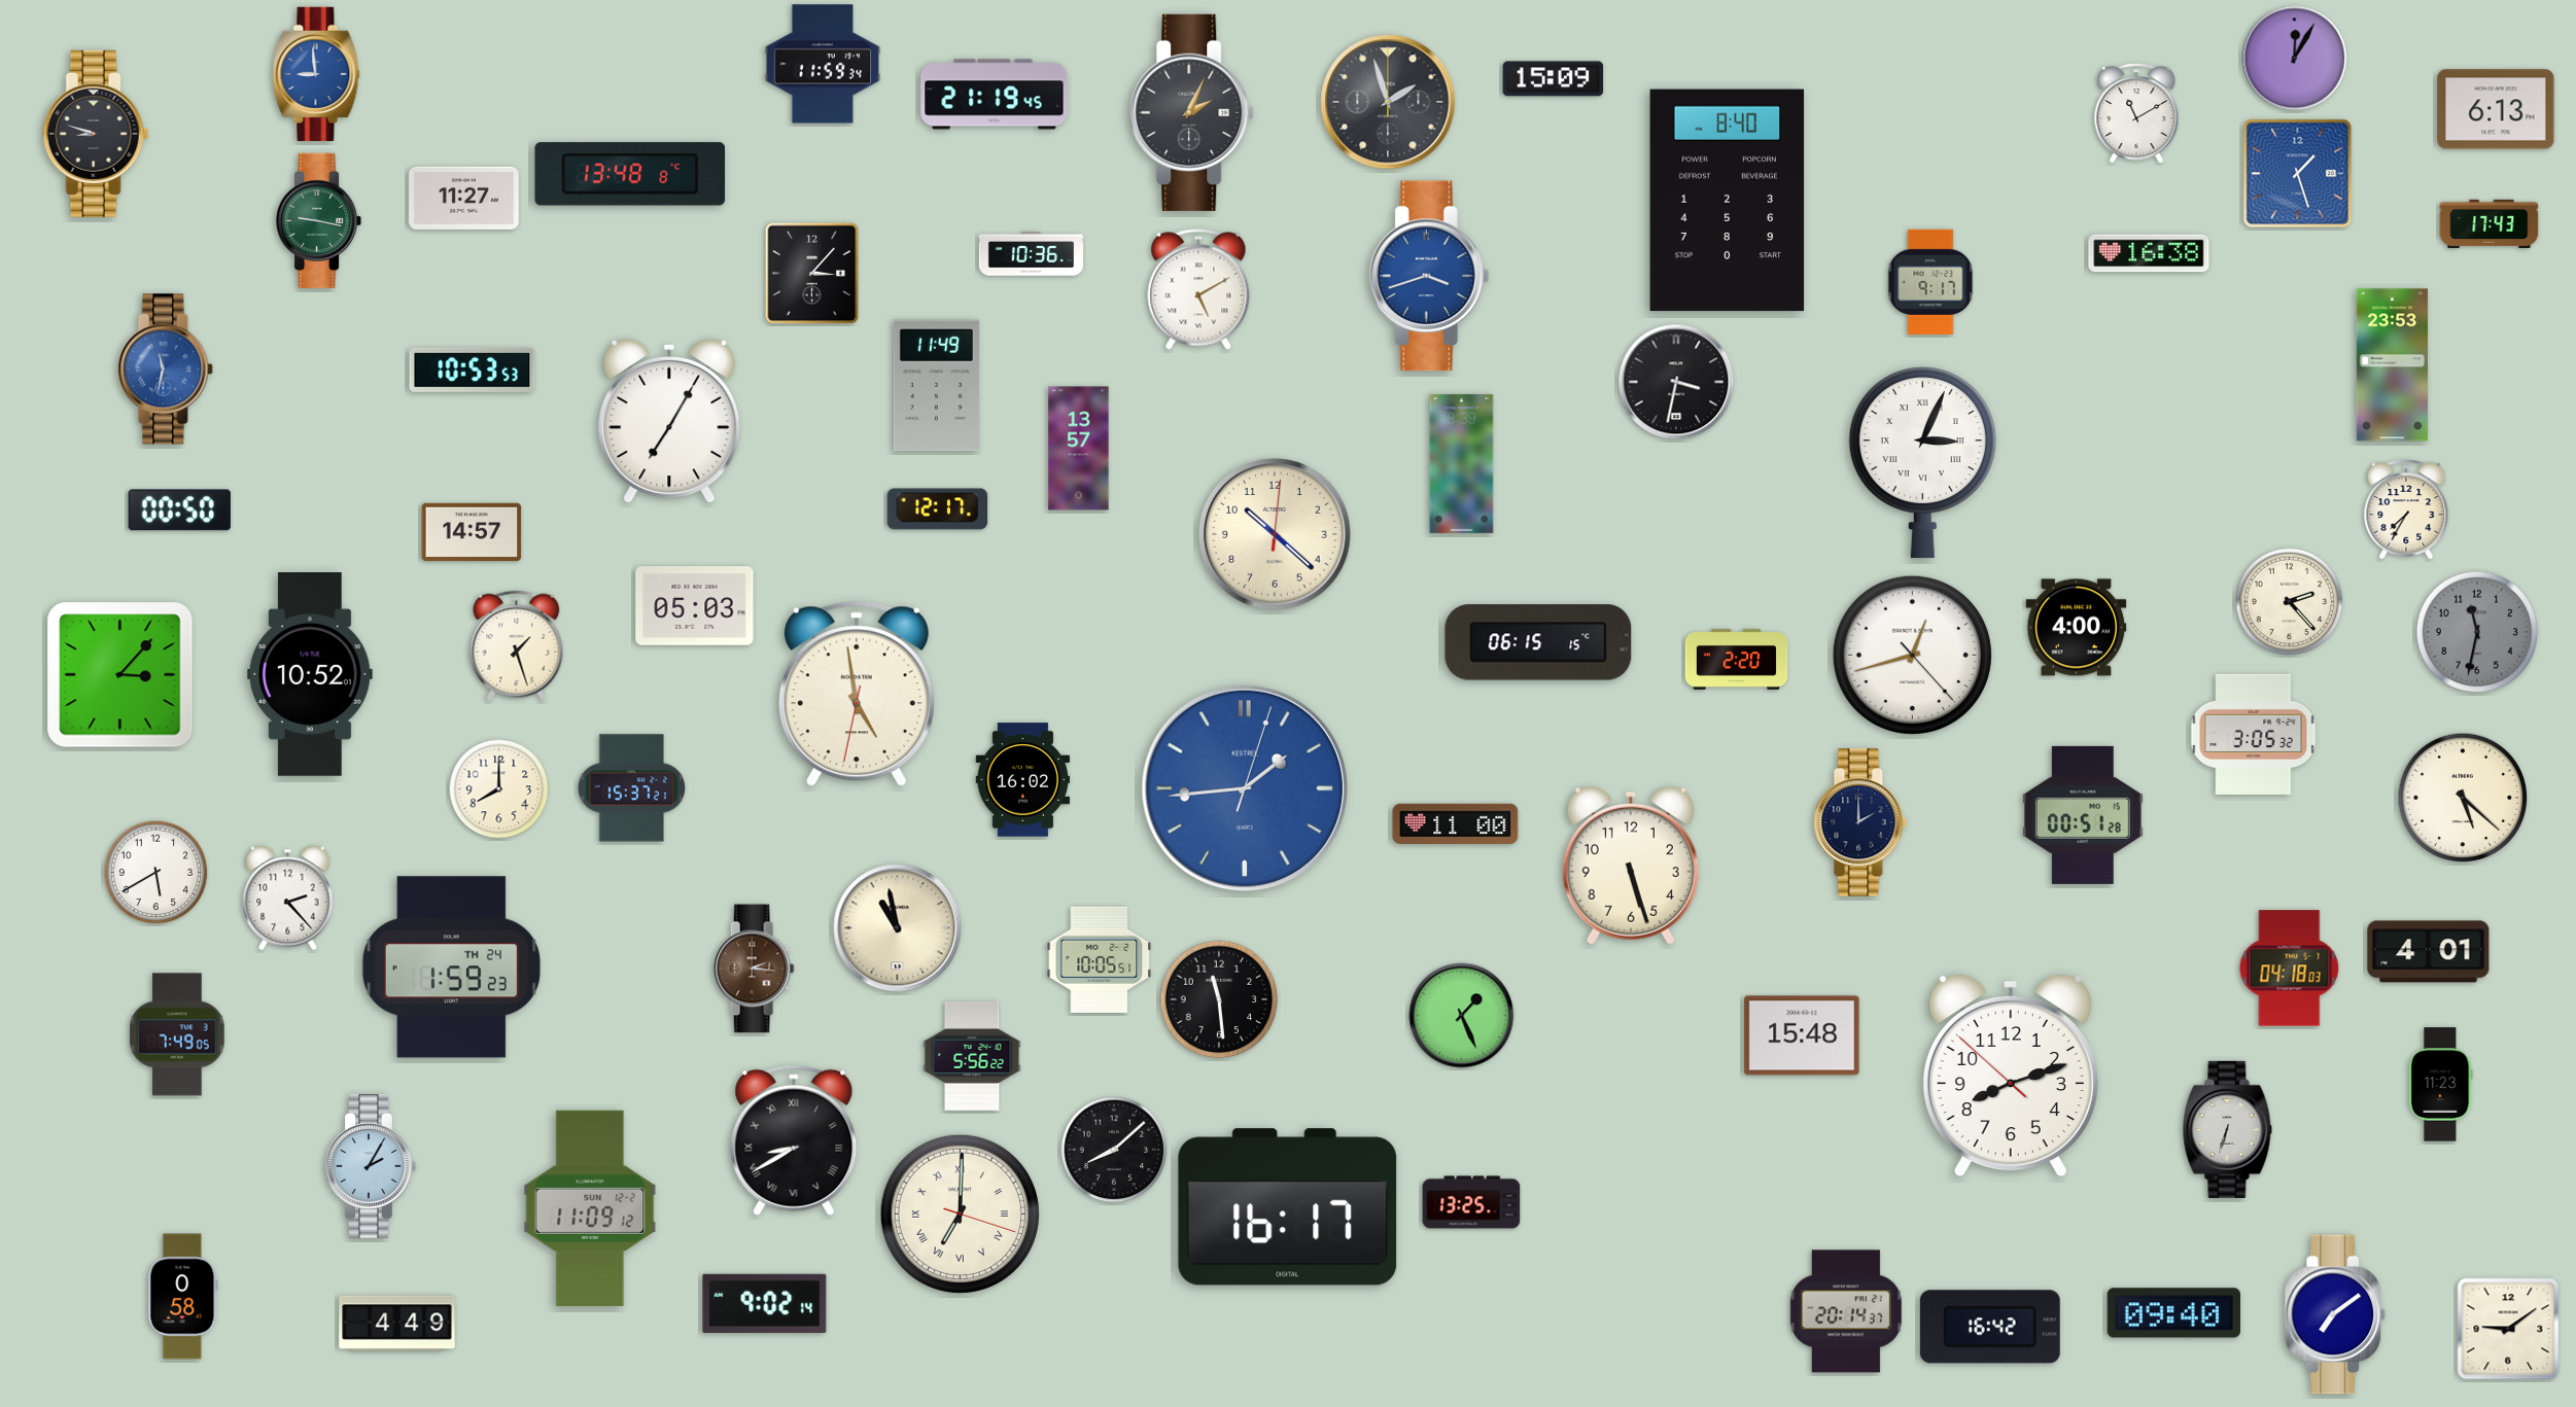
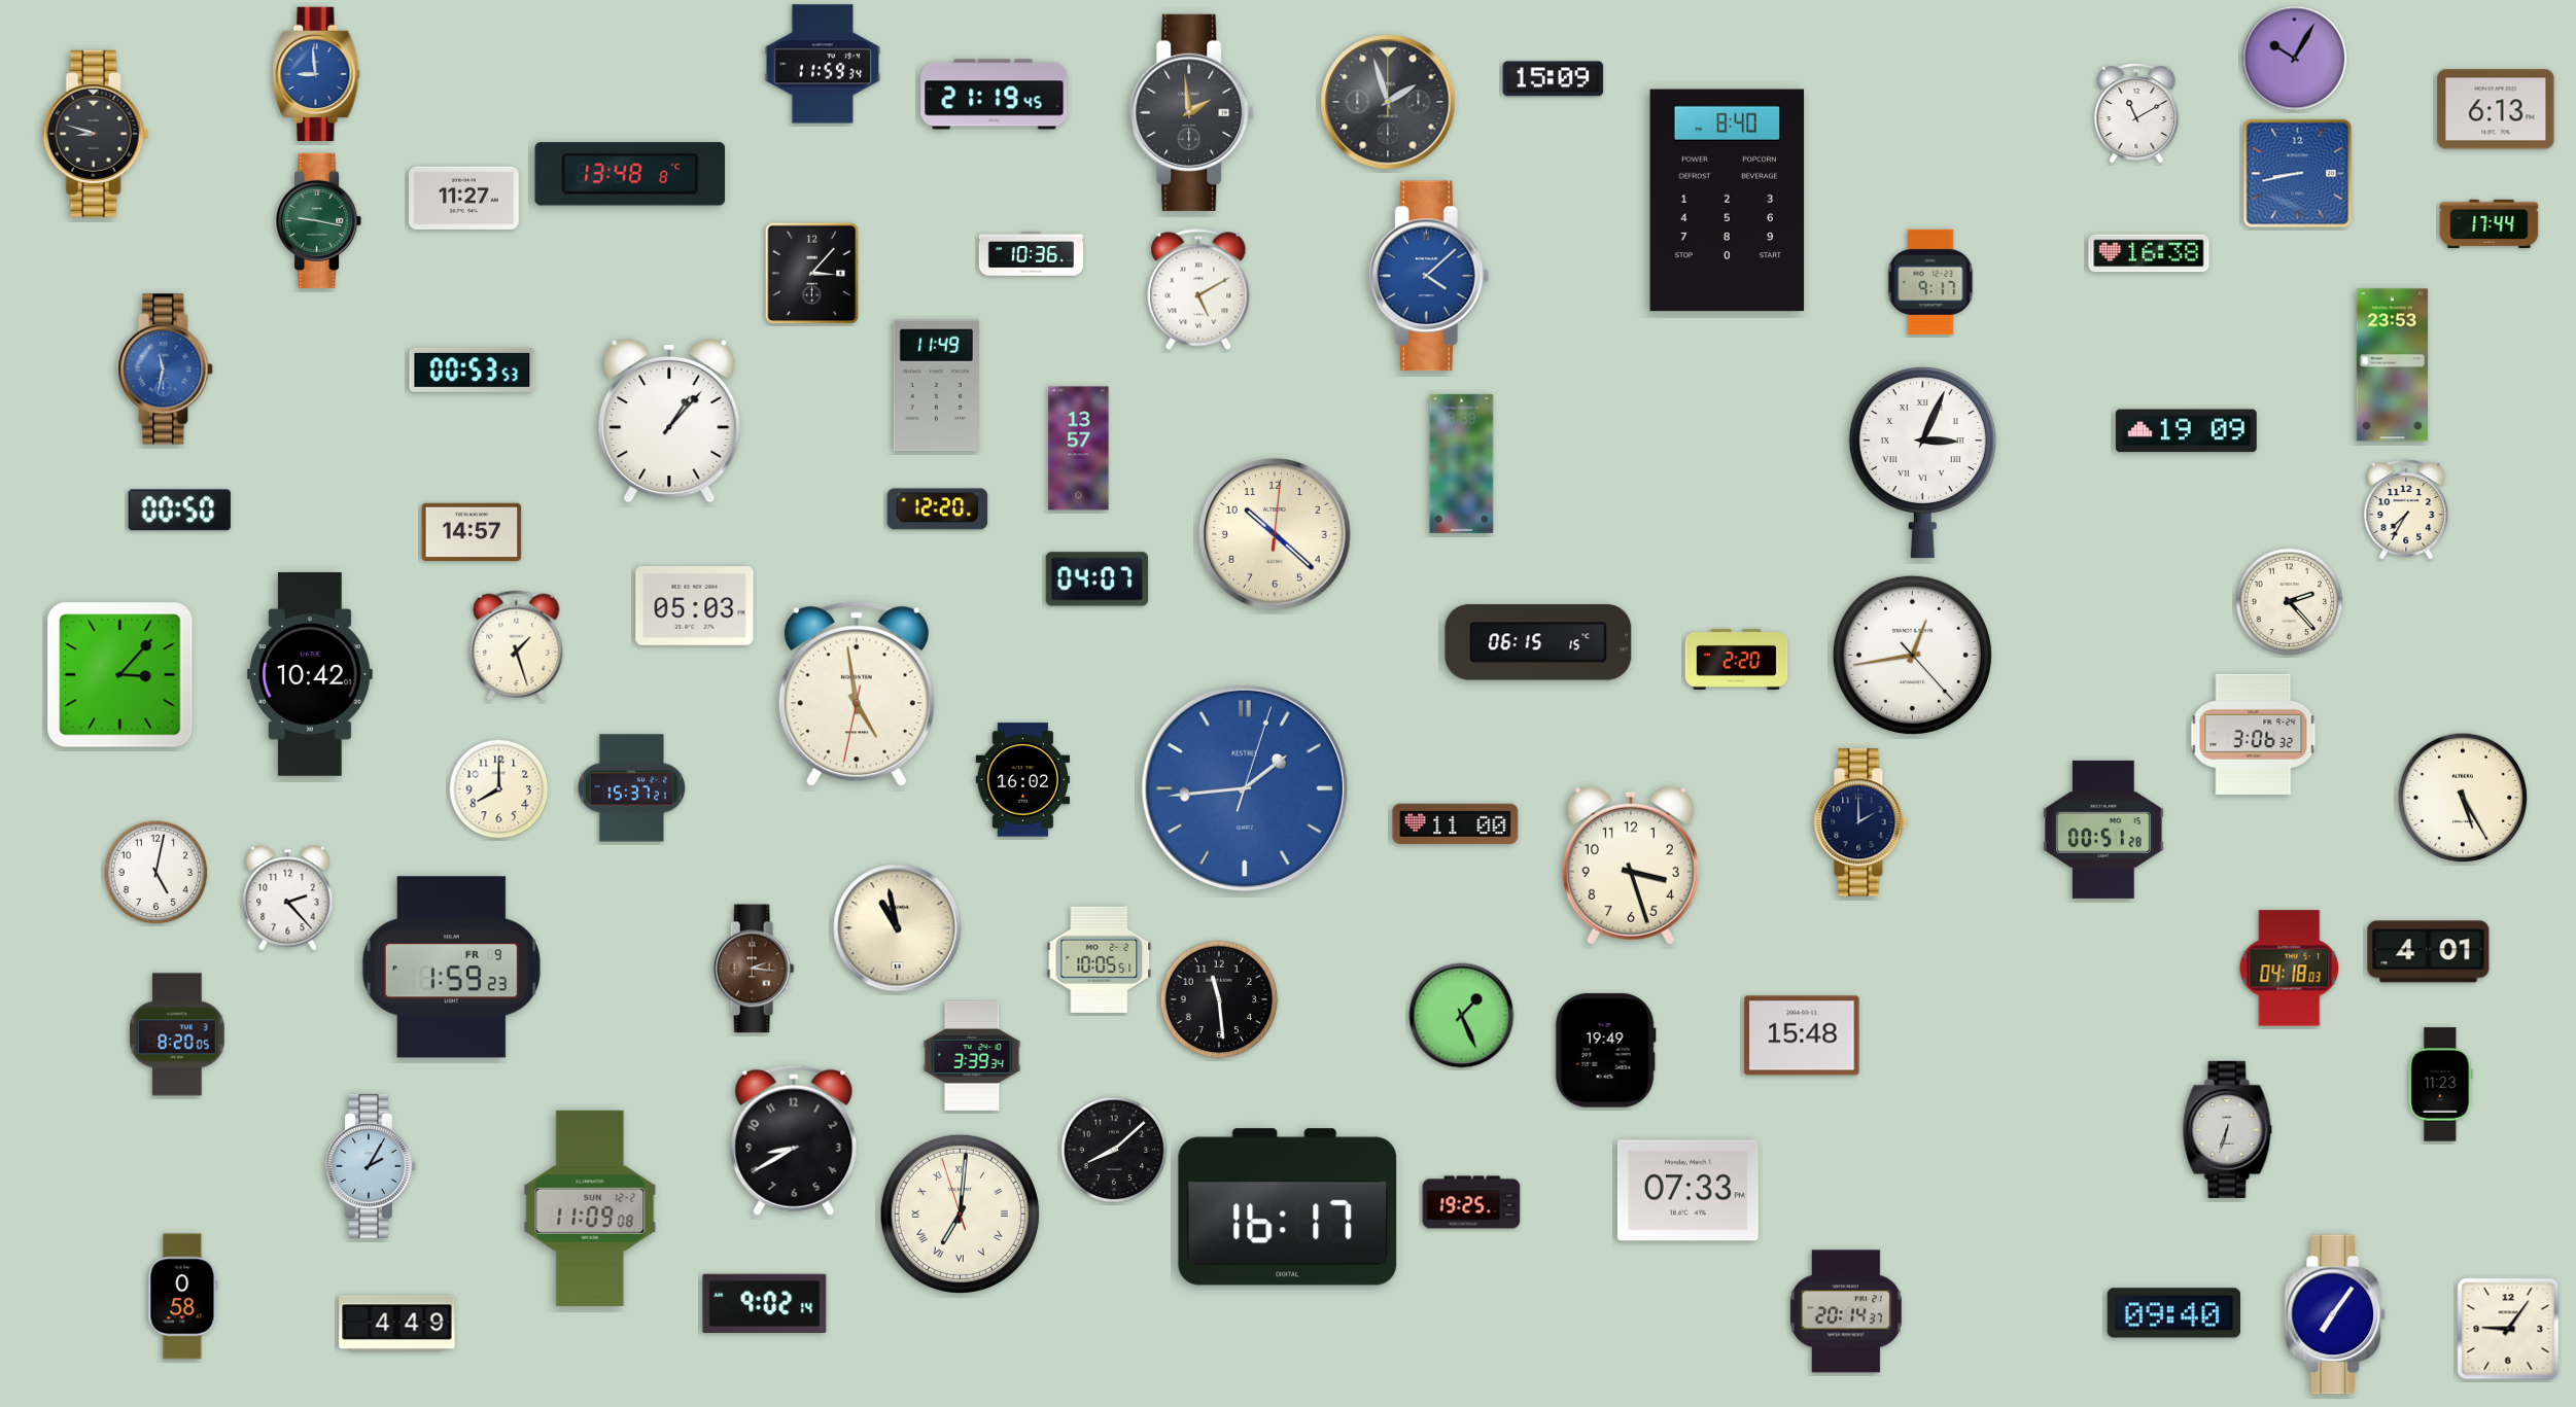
clock at (2295, 59): 12:05 -> 10:05
clock at (1192, 112): 2:04 -> 1:59
clock at (2298, 174): 1:27 -> 8:43
clock at (2490, 223): 17:43 -> 17:44
clock at (1429, 276): 3:42 -> 4:08
clock at (473, 370): 10:53 -> 00:53
clock at (1676, 382): 3:32 -> none
clock at (669, 421): 7:05 -> 1:07
clock at (2186, 431): none -> 19:09
clock at (938, 509): 12:17 -> 12:20
clock at (1098, 579): none -> 04:07
clock at (2077, 628): 4:00 -> none
clock at (2477, 632): 11:32 -> none
clock at (1912, 655): 12:42 -> 12:43
clock at (310, 675): 10:52 -> 10:42
clock at (2254, 734): 3:05 -> 3:06
clock at (2463, 798): 5:22 -> 5:25
clock at (2083, 815) position: (2083, 815) -> (2103, 830)
clock at (1631, 866): 5:27 -> 3:27
clock at (156, 873): 5:40 -> 5:02
clock at (451, 968) date: TH 24 -> FR 9
clock at (177, 1034): 7:49 -> 8:20
clock at (1605, 1051): none -> 19:49
clock at (972, 1056): 5:56 -> 3:39
clock at (2011, 1076): 8:11 -> none
clock at (794, 1140) numerals: Roman -> Arabic
clock at (1687, 1191): none -> 07:33
clock at (1471, 1202): 13:25 -> 19:25
clock at (590, 1208): 11:09:12 -> 11:09:08
clock at (960, 1213): 7:00:18 -> 7:00:57
clock at (2335, 1314): 7:09 -> 7:06
clock at (1990, 1327): 16:42 -> none
clock at (2508, 1329): 9:09 -> 9:06
